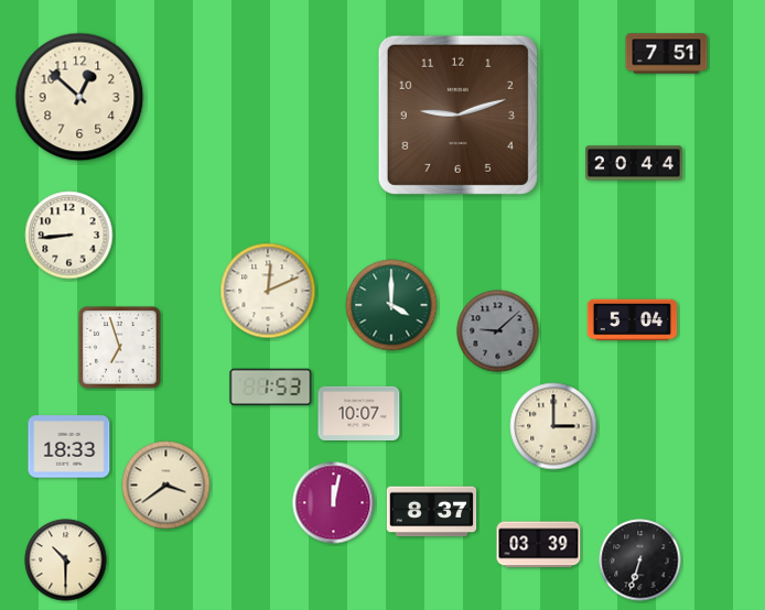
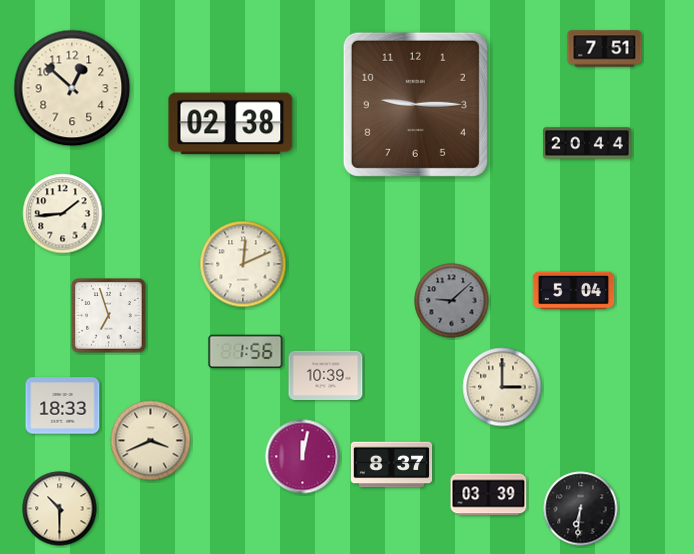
clock at (457, 115): 9:12 -> 9:15
clock at (231, 124): none -> 02:38
clock at (634, 163) position: (634, 163) -> (587, 143)
clock at (69, 236): 8:44 -> 1:44
clock at (391, 305): 4:00 -> none
clock at (271, 388): 1:53 -> 1:56
clock at (359, 413): 10:07 -> 10:39
clock at (166, 486): 3:39 -> 3:41
clock at (640, 560): 6:33 -> 6:31
